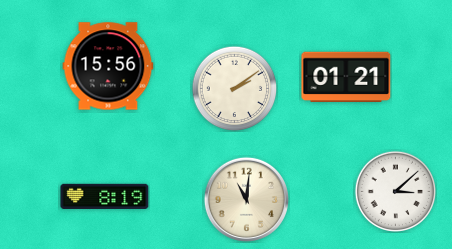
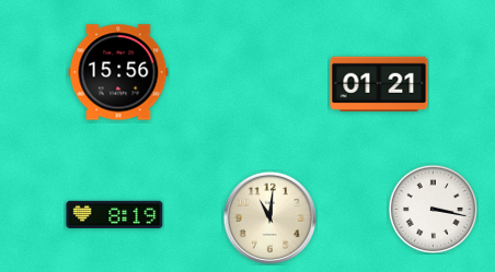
clock at (234, 88): 2:09 -> none
clock at (395, 191): 3:08 -> 3:17
